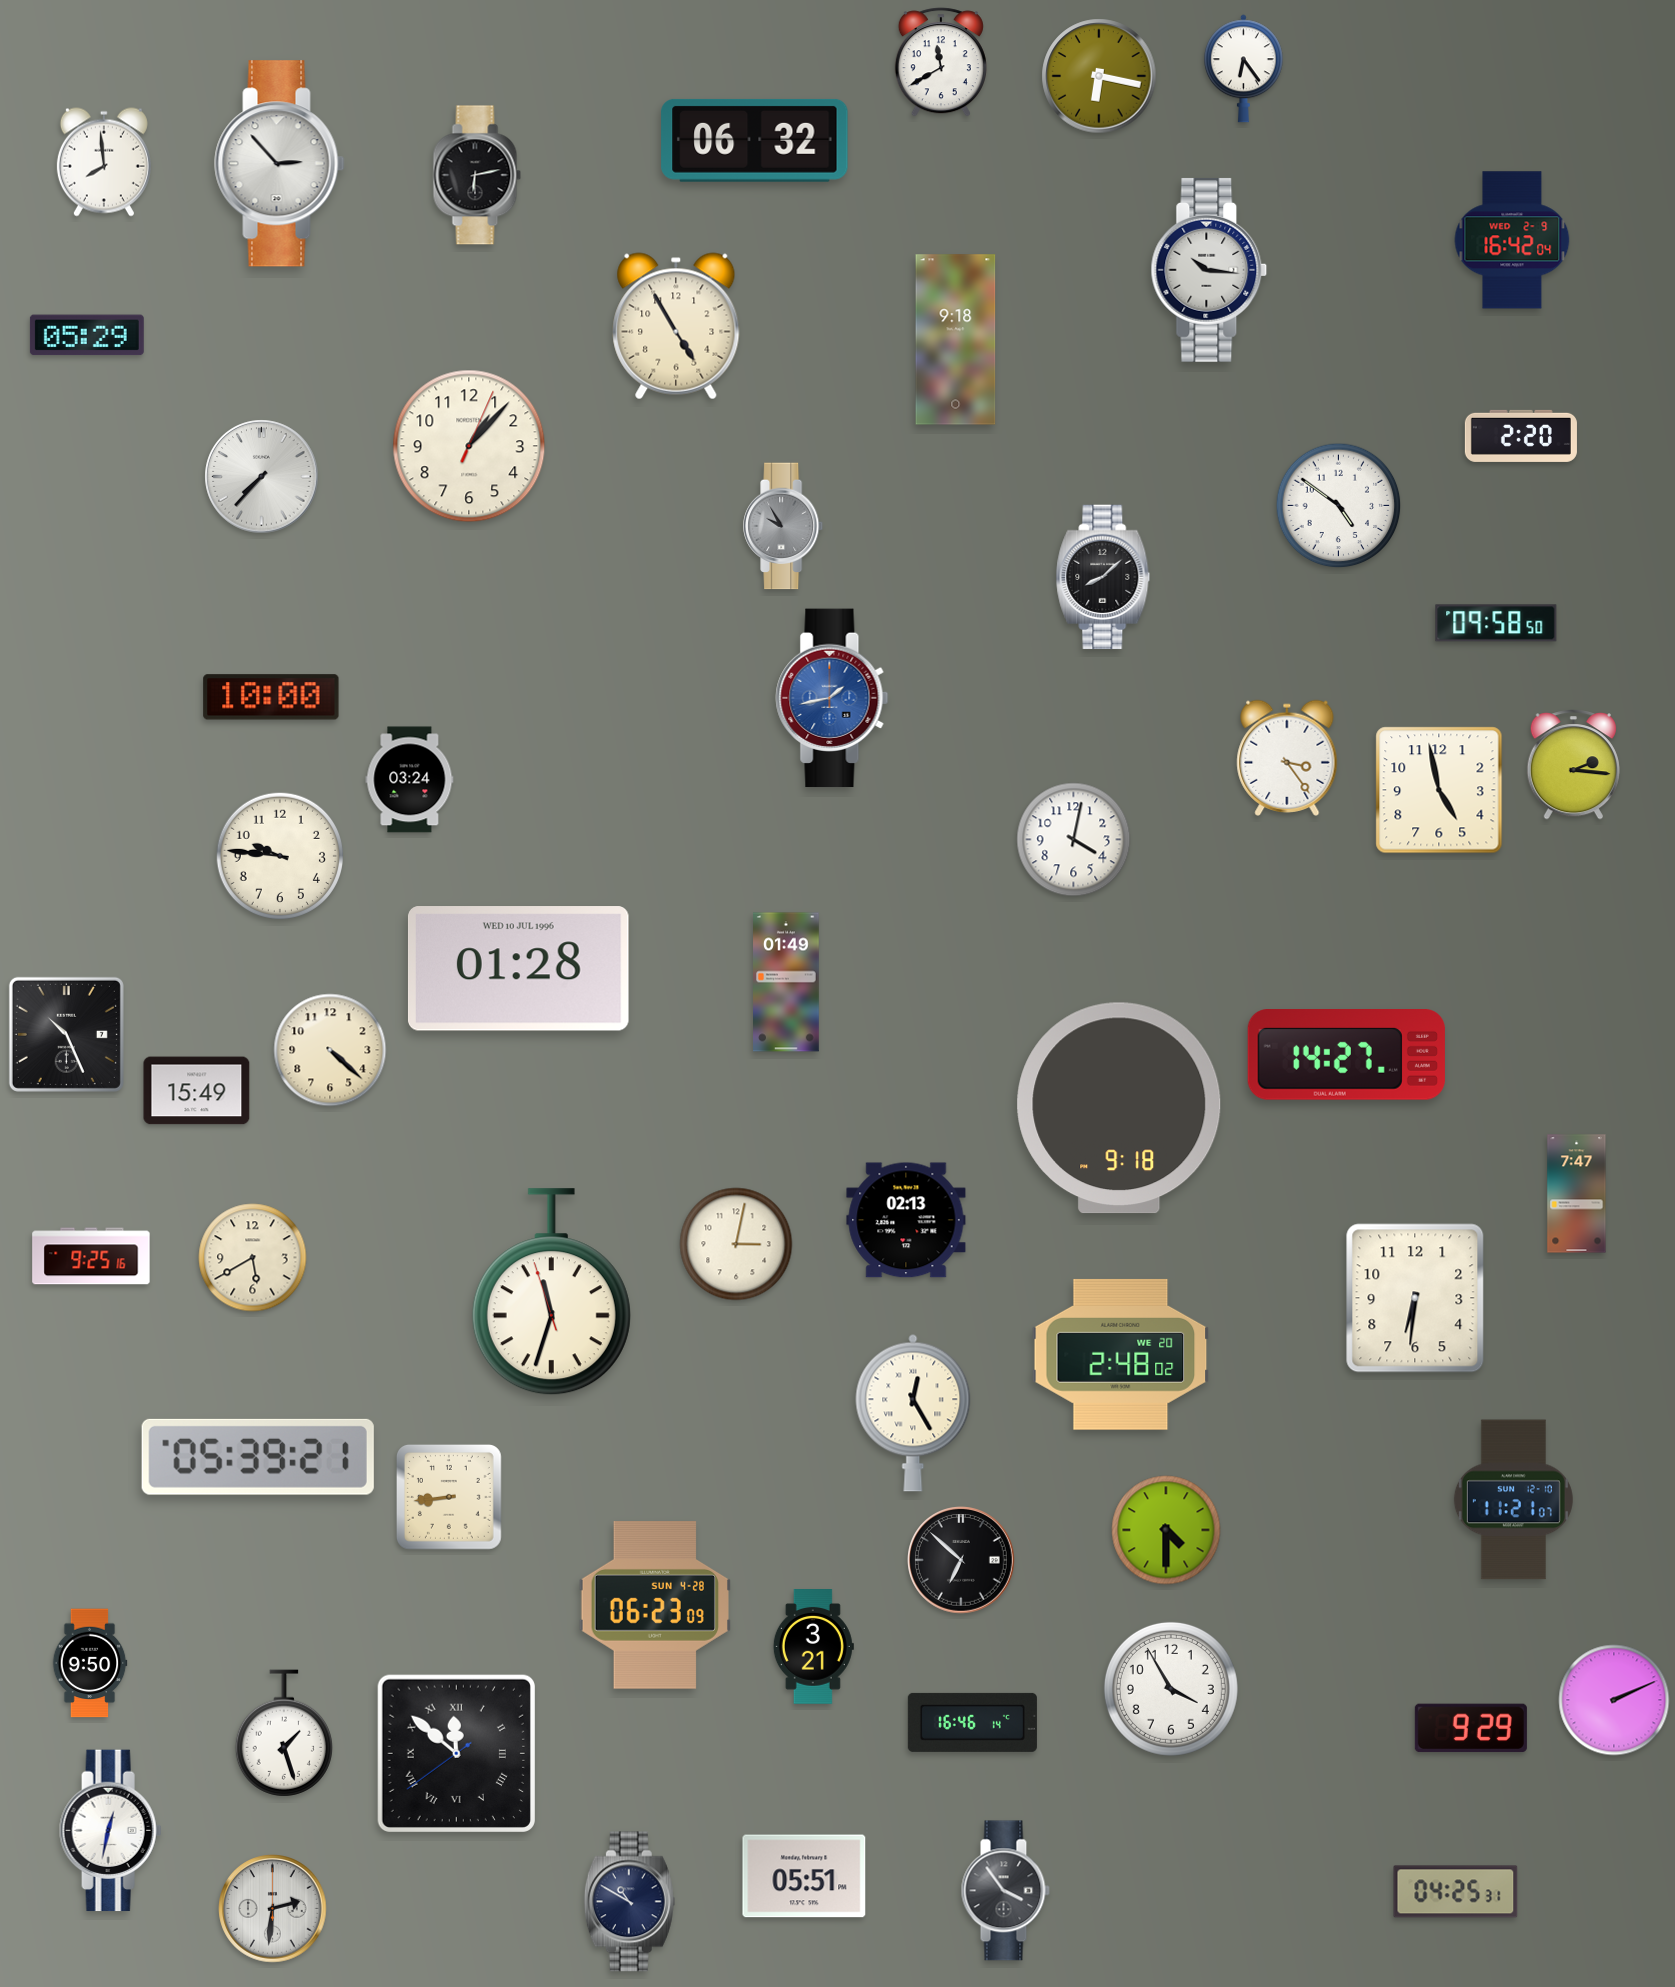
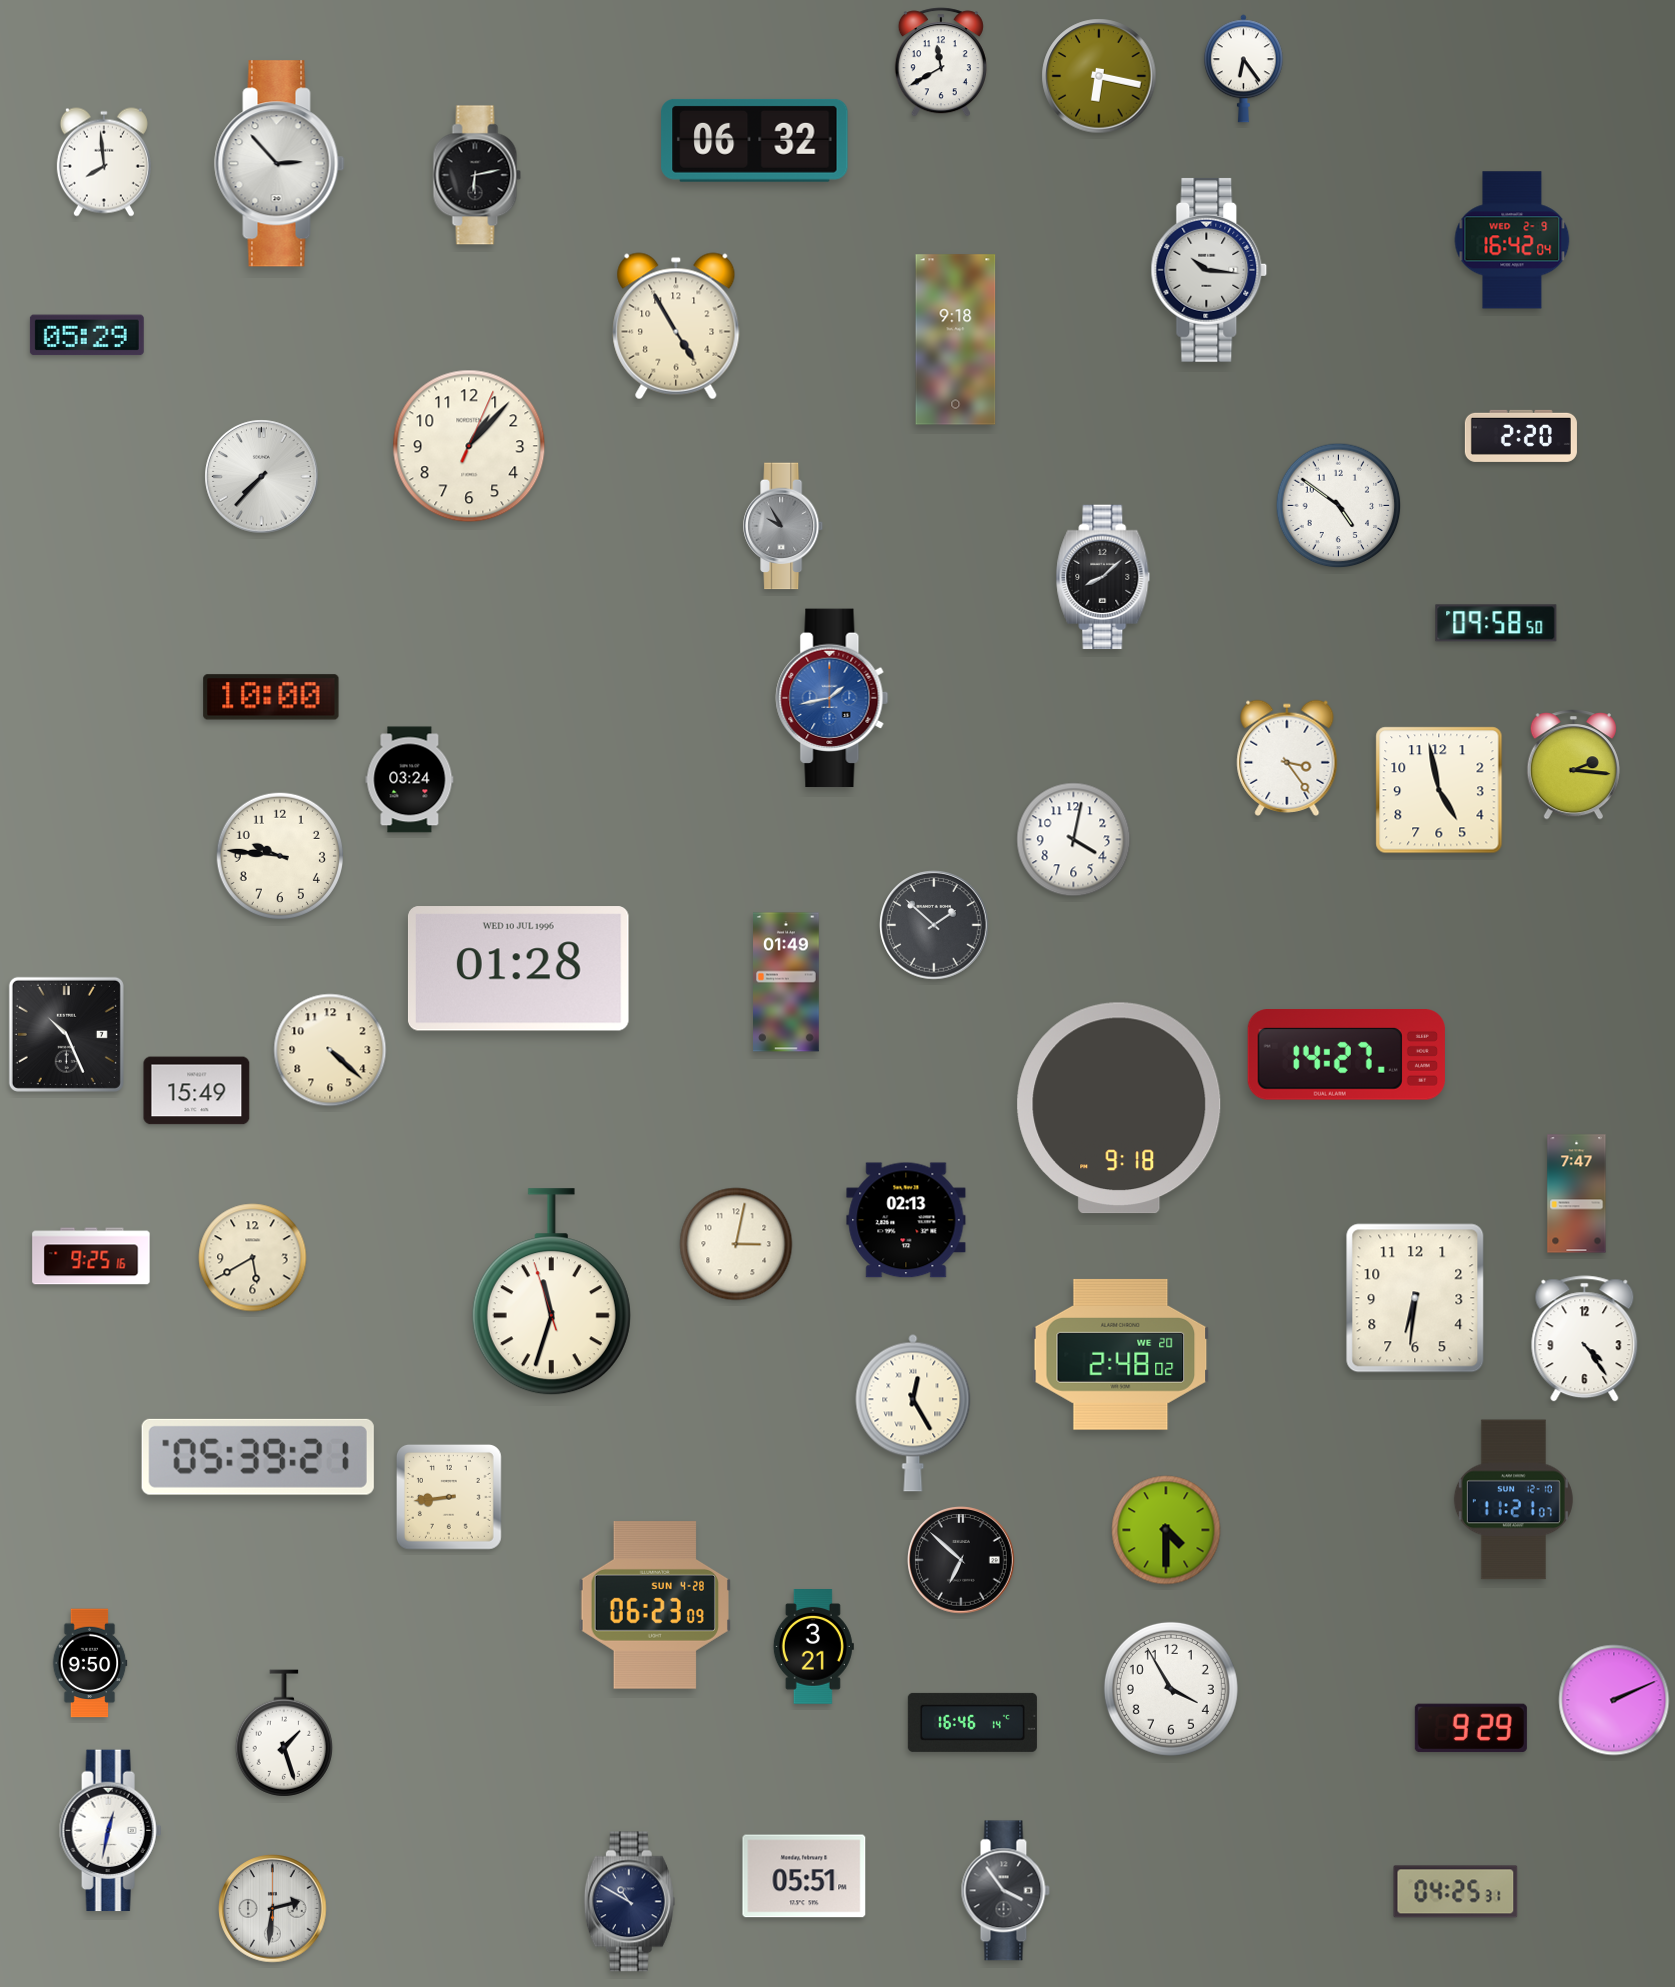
clock at (934, 925): none -> 1:52
clock at (1585, 1339): none -> 4:24
clock at (456, 1753): 11:51 -> none
